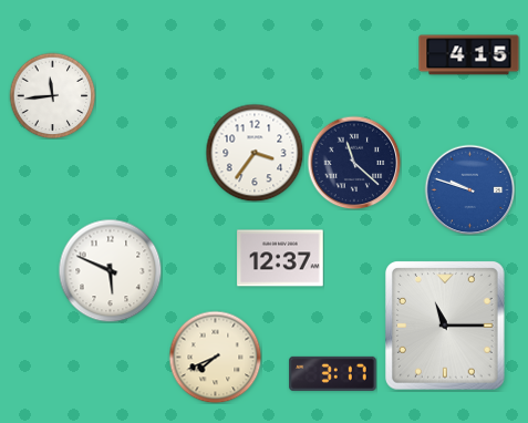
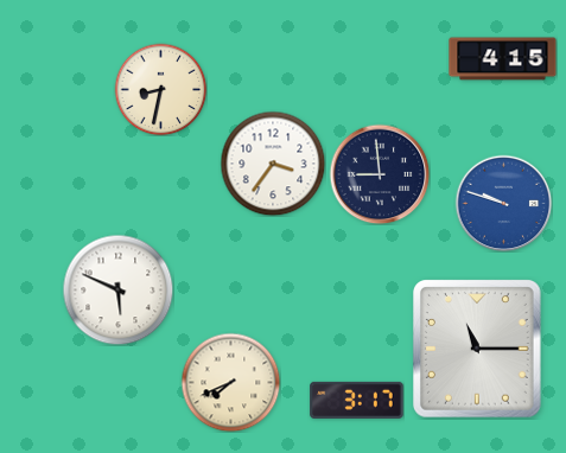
clock at (160, 89): none -> 8:32
clock at (52, 95): 11:44 -> none
clock at (354, 163): 11:22 -> 8:59
clock at (280, 258): 12:37 -> none
